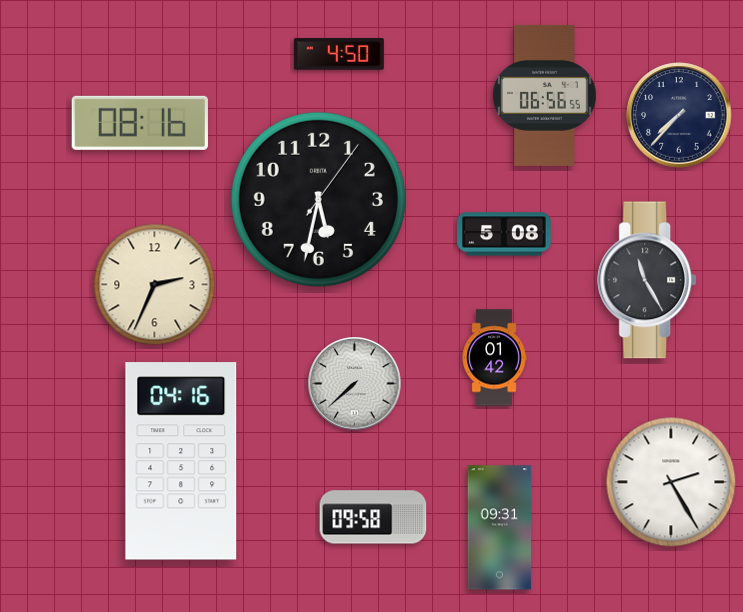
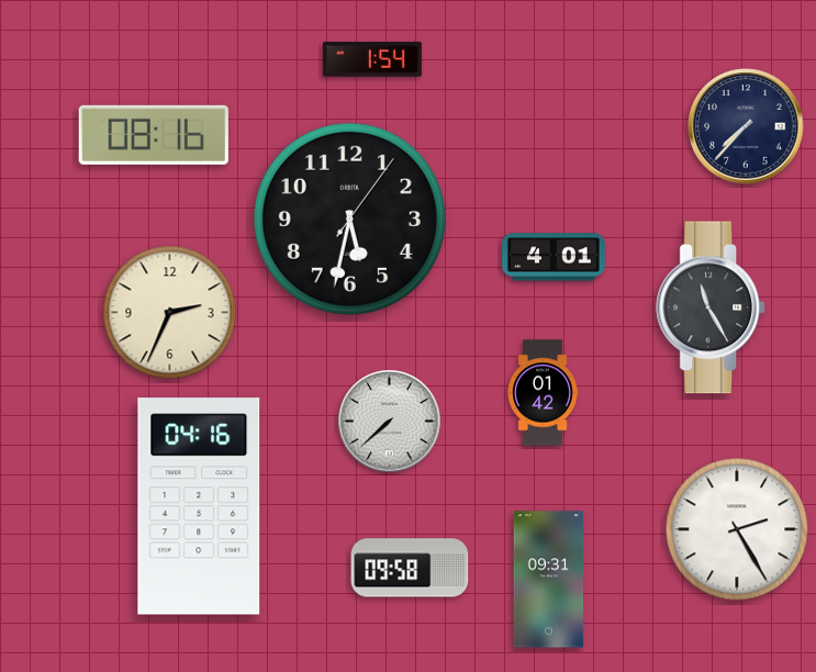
clock at (339, 54): 4:50 -> 1:54
clock at (544, 95): 06:56 -> none
clock at (504, 234): 5:08 -> 4:01
